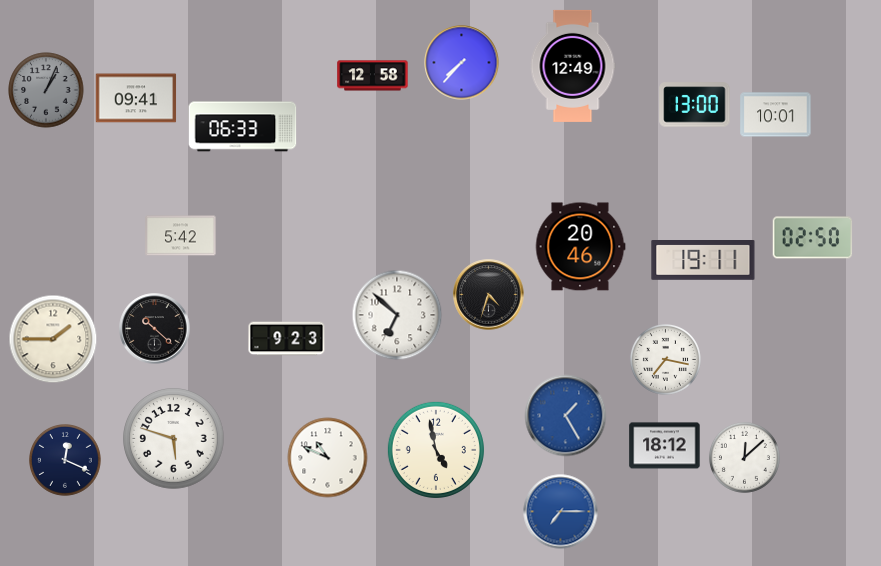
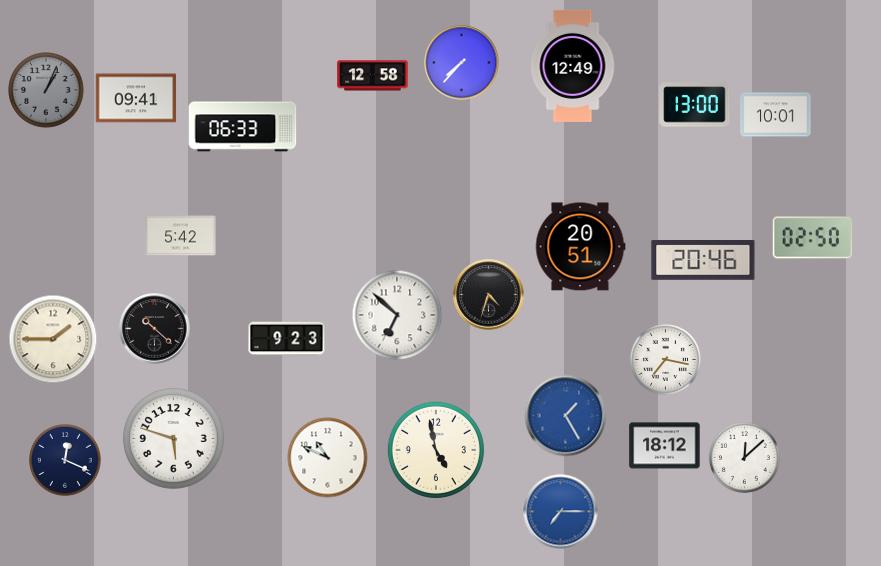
clock at (580, 247): 20:46 -> 20:51
clock at (703, 260): 19:11 -> 20:46
